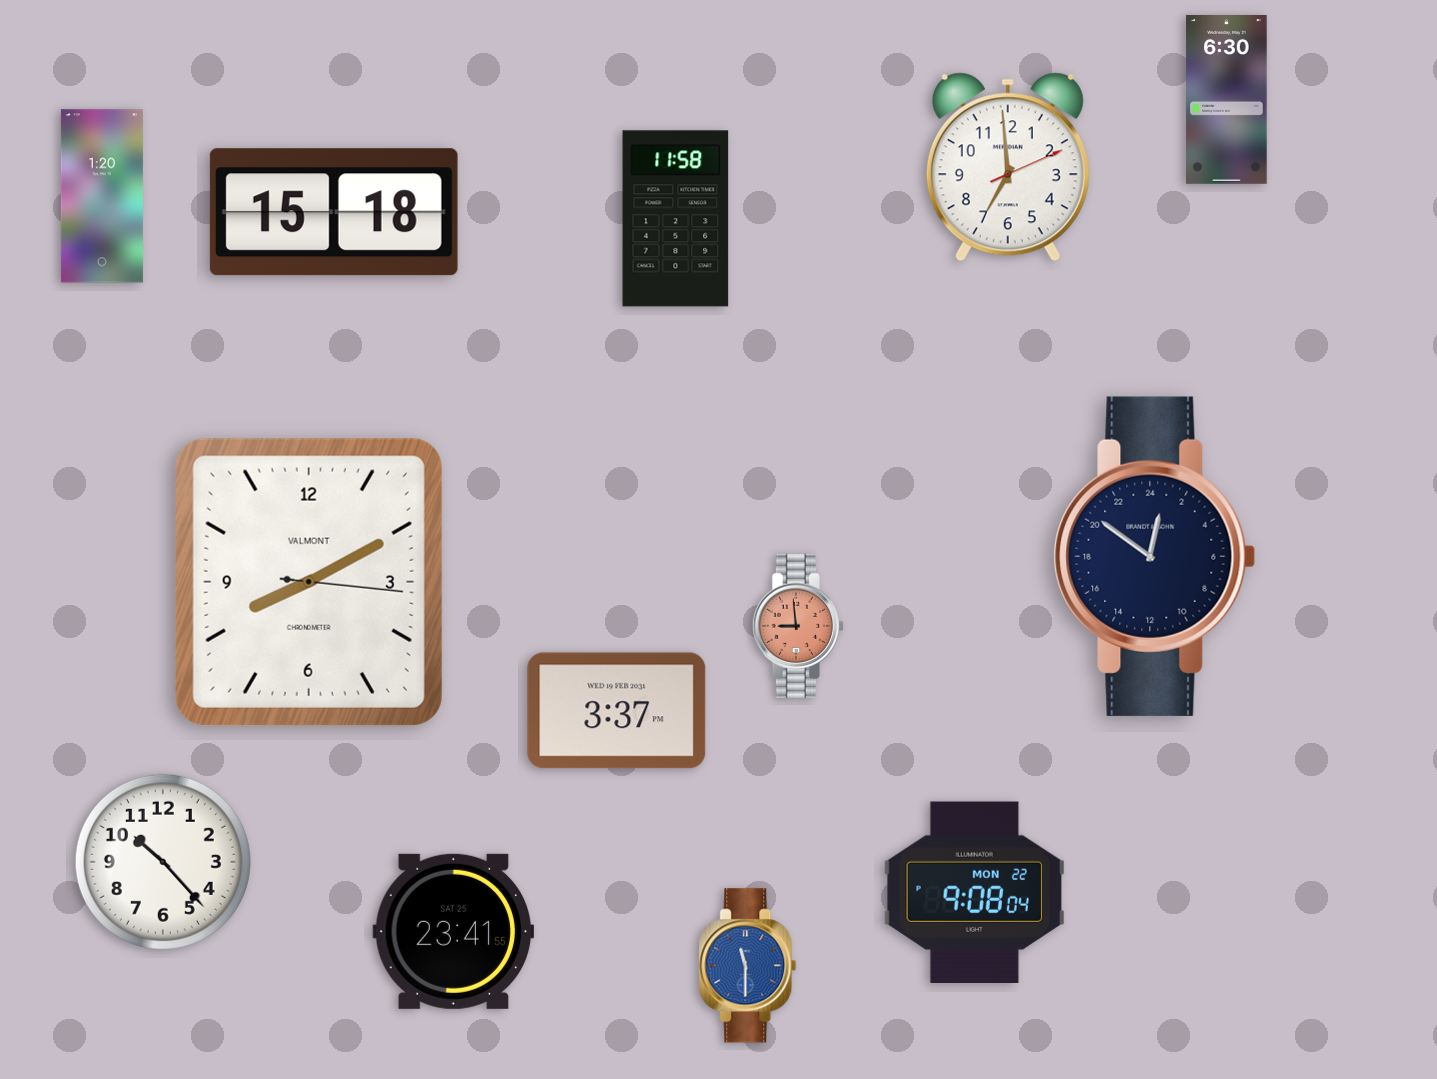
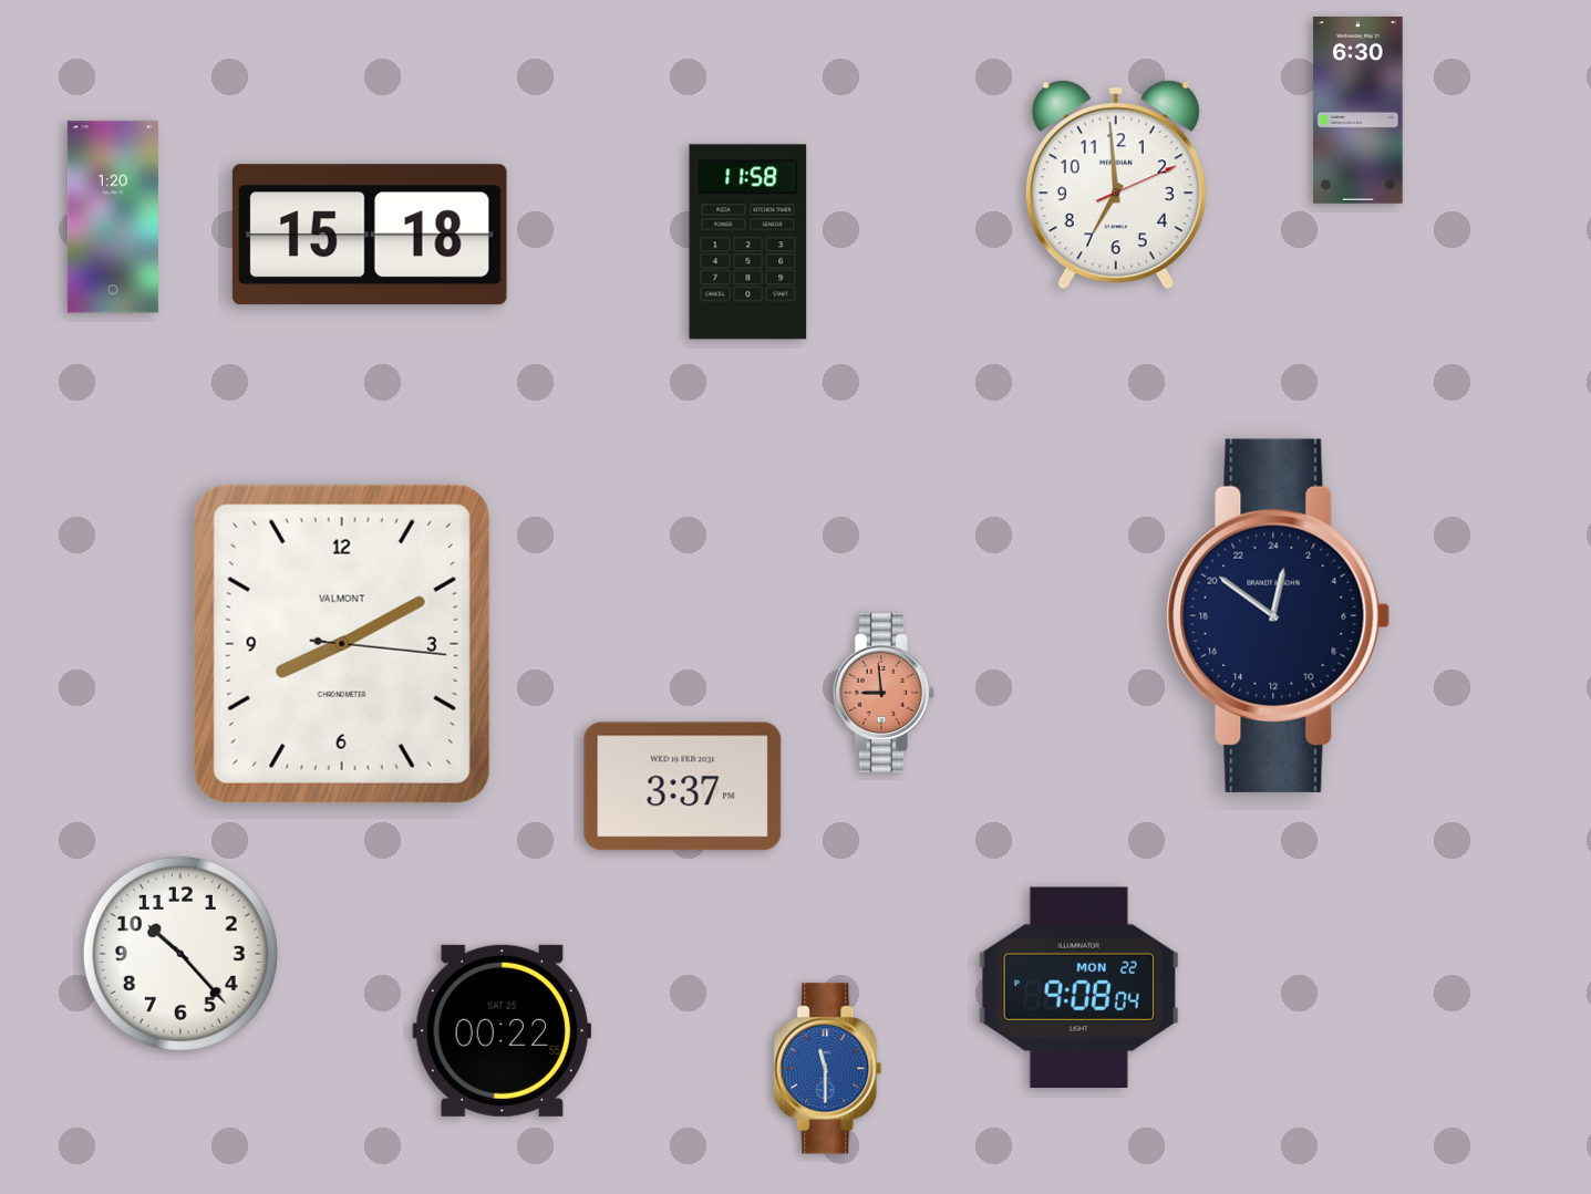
clock at (454, 931): 23:41 -> 00:22
